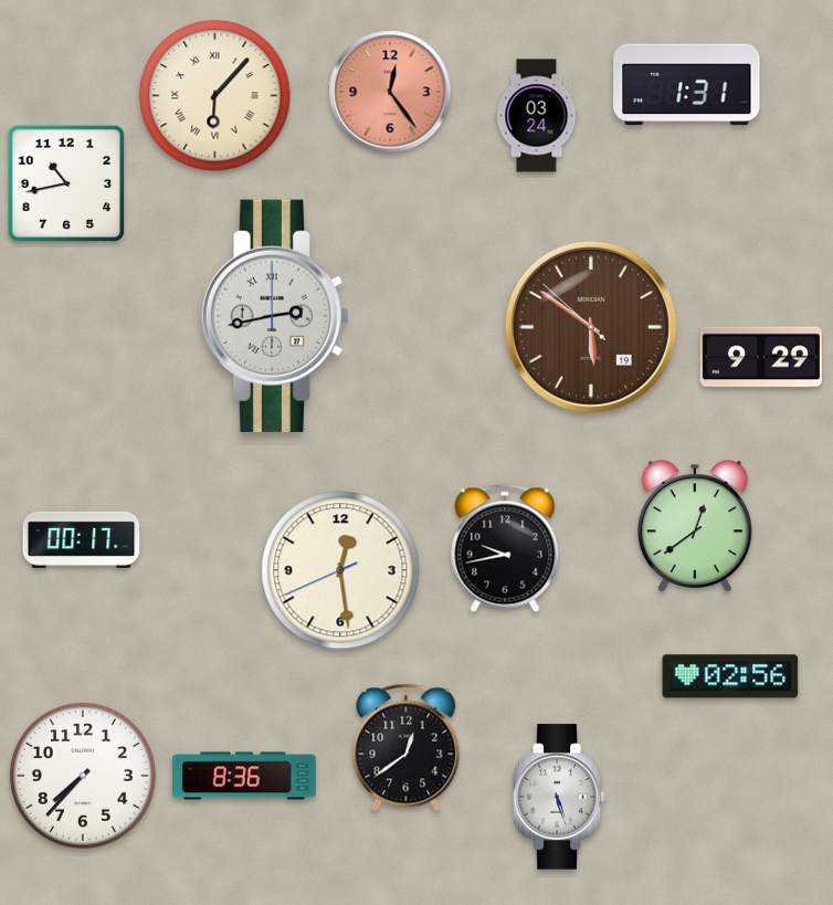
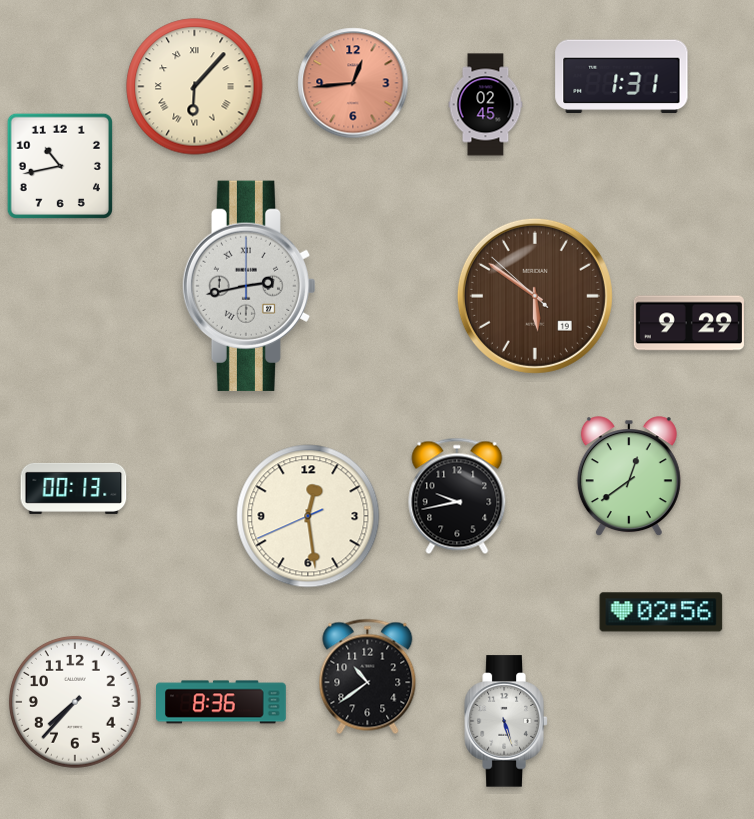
clock at (390, 92): 12:24 -> 12:44
clock at (537, 116): 03:24 -> 02:45
clock at (82, 539): 00:17 -> 00:13
clock at (407, 748): 12:39 -> 10:39
